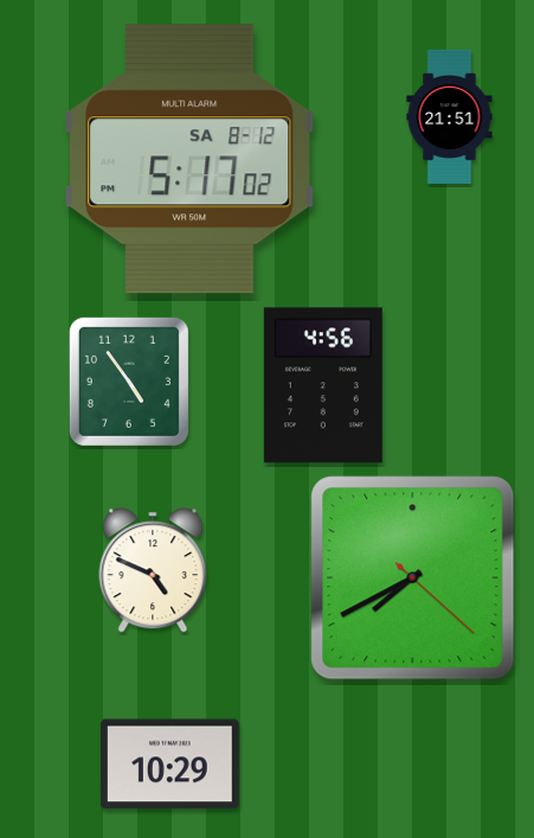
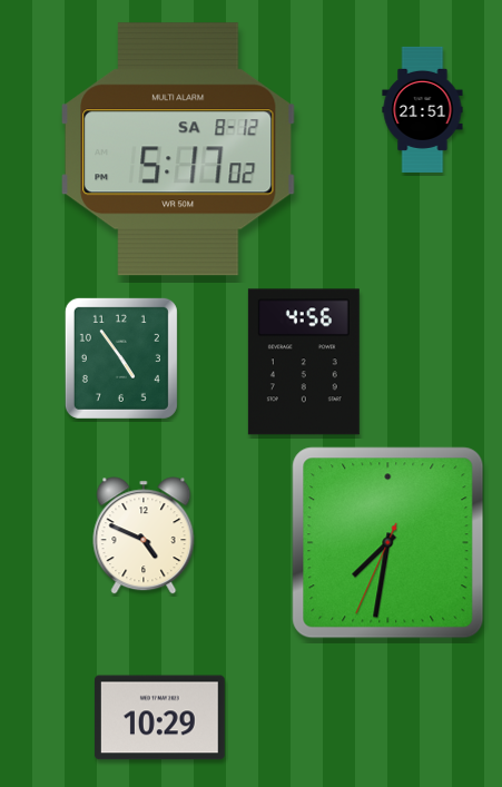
clock at (413, 578): 7:40 -> 7:31
